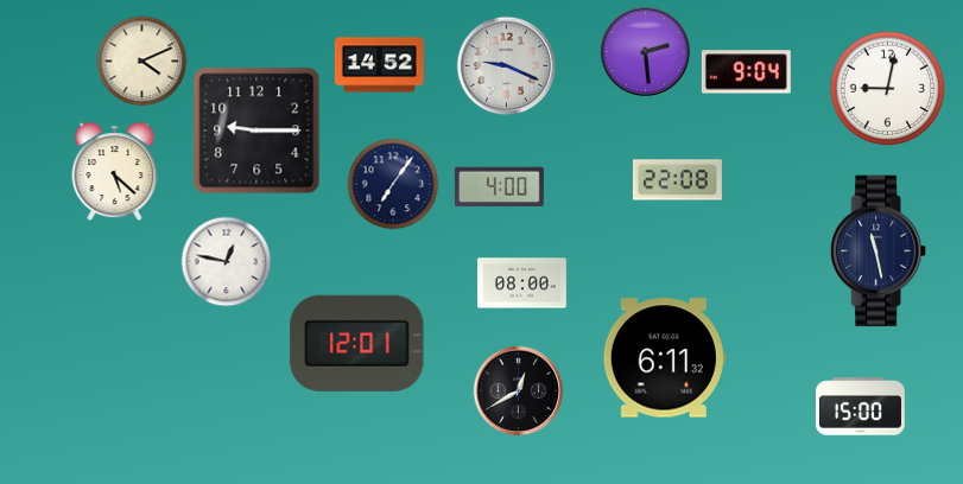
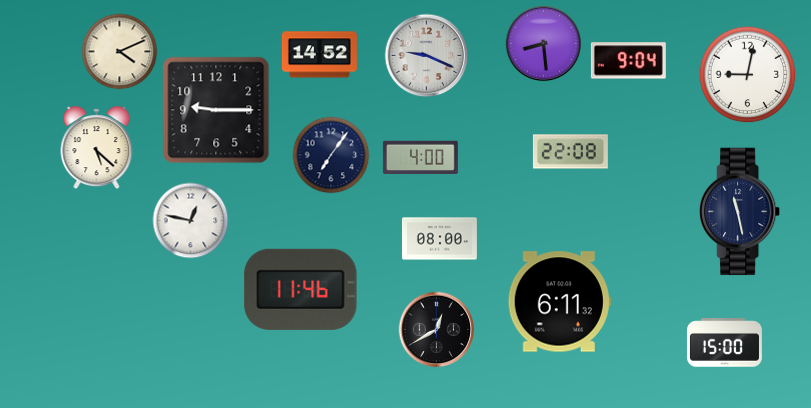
clock at (646, 52): 2:29 -> 8:29
clock at (115, 172) position: (115, 172) -> (97, 148)
clock at (357, 343): 12:01 -> 11:46
